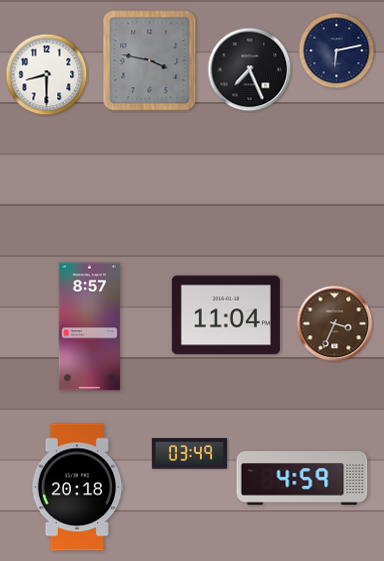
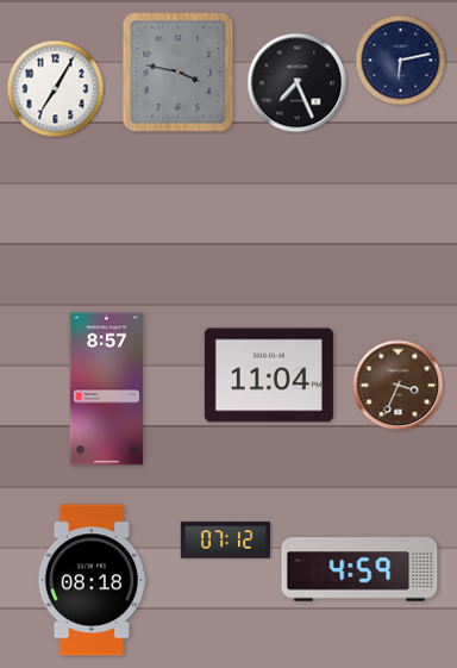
clock at (47, 75): 8:30 -> 7:05
clock at (189, 454): 03:49 -> 07:12
clock at (77, 487): 20:18 -> 08:18
